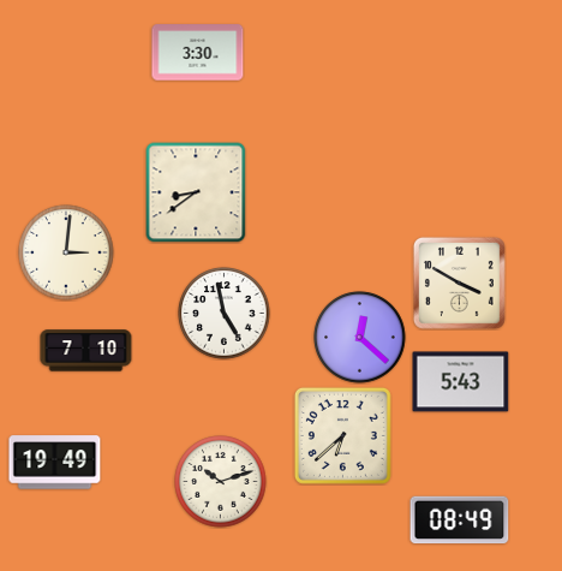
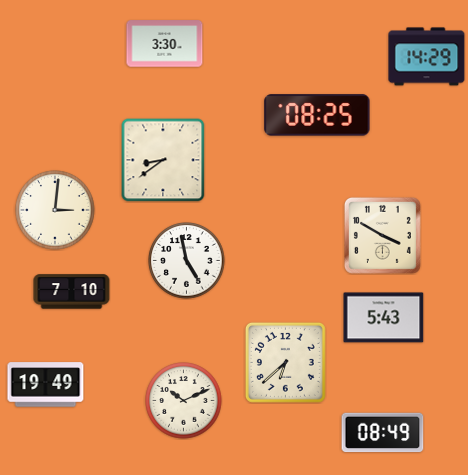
clock at (427, 57): none -> 14:29
clock at (317, 115): none -> 08:25
clock at (360, 338): 12:22 -> none
clock at (221, 482): 10:12 -> 10:11
